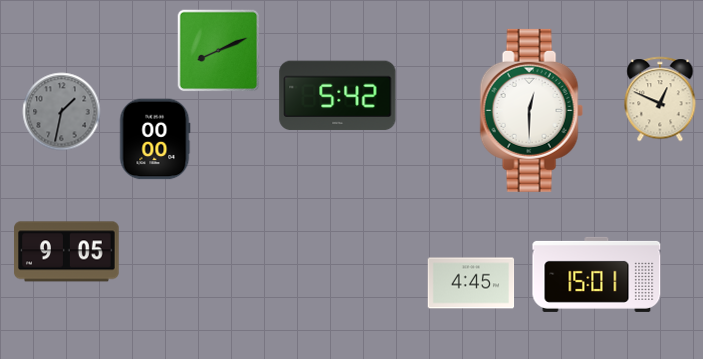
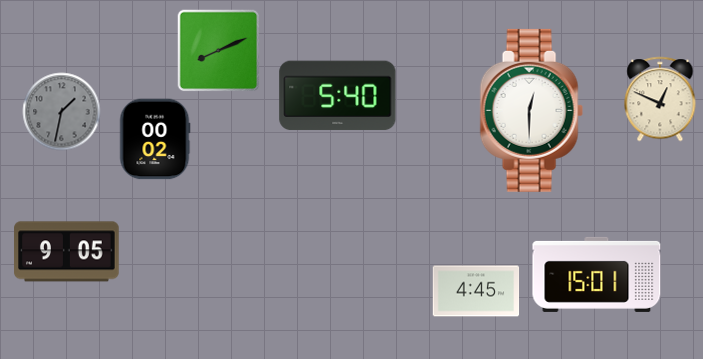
clock at (338, 96): 5:42 -> 5:40
clock at (155, 139): 00:00 -> 00:02
clock at (471, 283) position: (471, 283) -> (476, 291)
